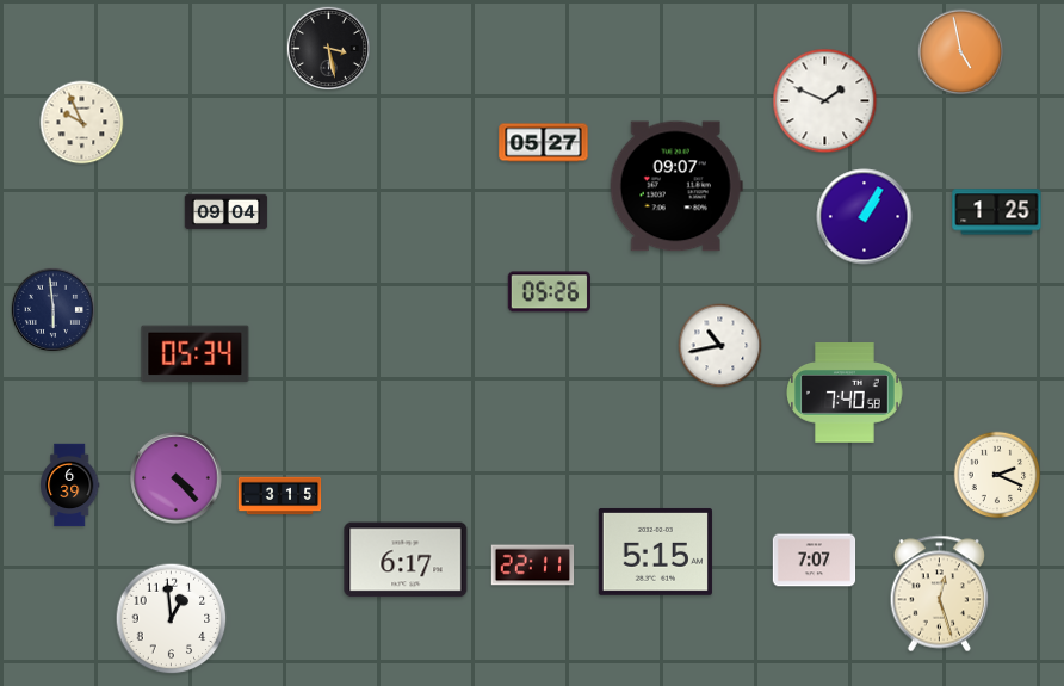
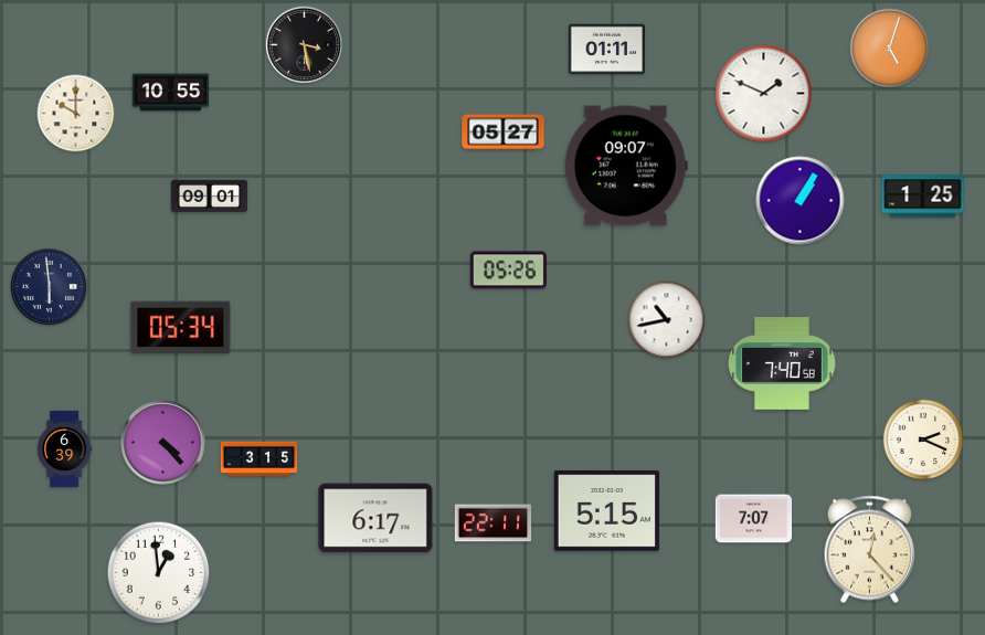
clock at (961, 52): 4:58 -> 5:03
clock at (607, 50): none -> 01:11
clock at (171, 93): none -> 10:55
clock at (82, 123): 9:56 -> 10:00
clock at (676, 186) position: (676, 186) -> (626, 166)
clock at (227, 212): 09:04 -> 09:01
clock at (940, 594): 12:27 -> 12:23
